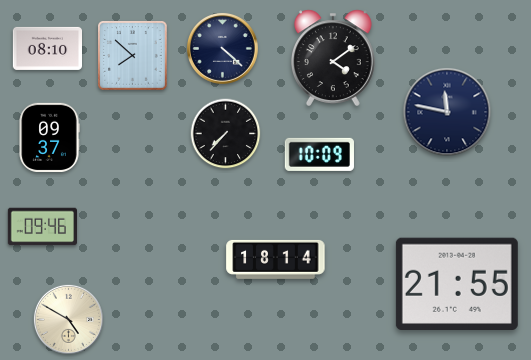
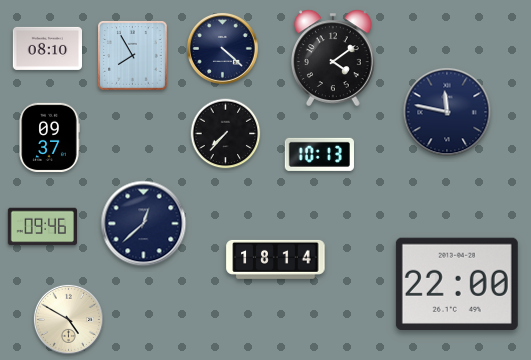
clock at (133, 56): 7:52 -> 7:55
clock at (319, 154): 10:09 -> 10:13
clock at (144, 224): none -> 12:38
clock at (457, 283): 21:55 -> 22:00
